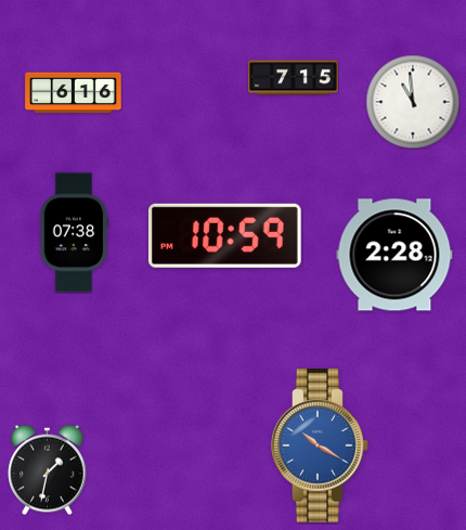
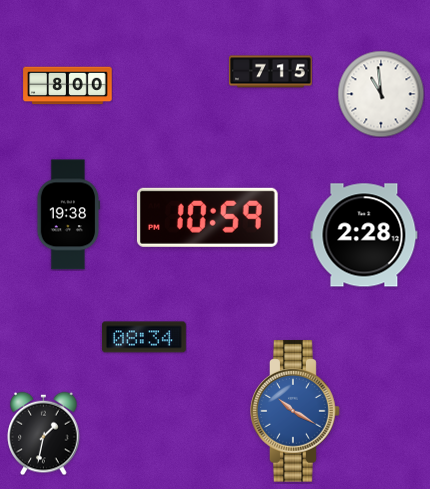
clock at (74, 93): 6:16 -> 8:00
clock at (75, 233): 07:38 -> 19:38
clock at (144, 337): none -> 08:34
